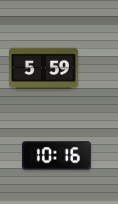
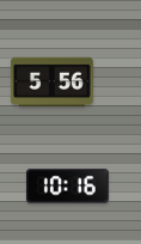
clock at (44, 68): 5:59 -> 5:56
